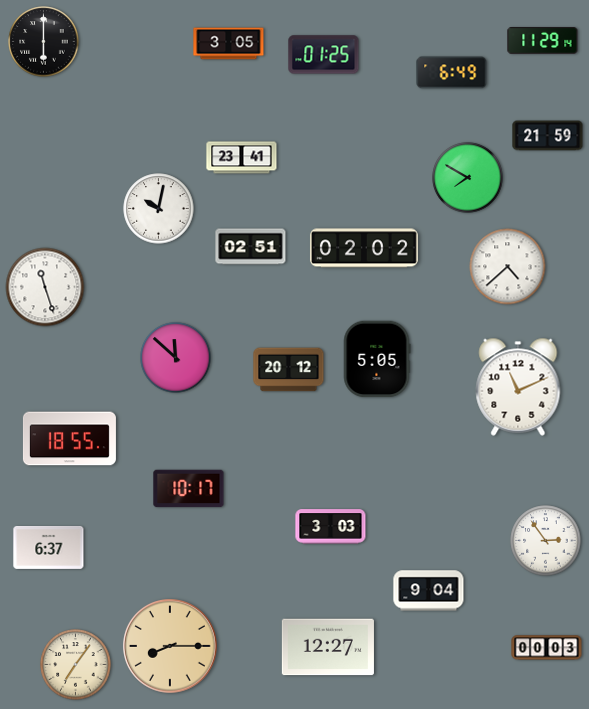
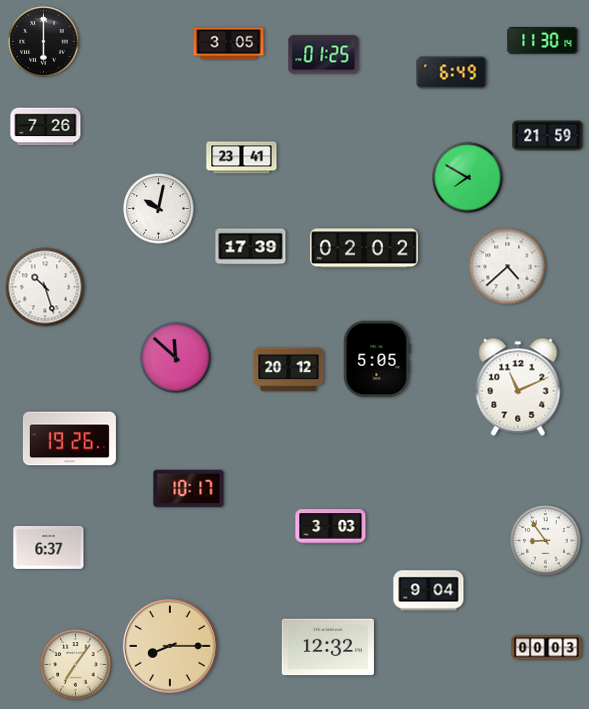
clock at (543, 41): 11:29 -> 11:30
clock at (46, 127): none -> 7:26
clock at (251, 247): 02:51 -> 17:39
clock at (45, 287): 11:27 -> 10:27
clock at (69, 439): 18:55 -> 19:26
clock at (546, 541): 2:54 -> 8:54
clock at (328, 647): 12:27 -> 12:32
